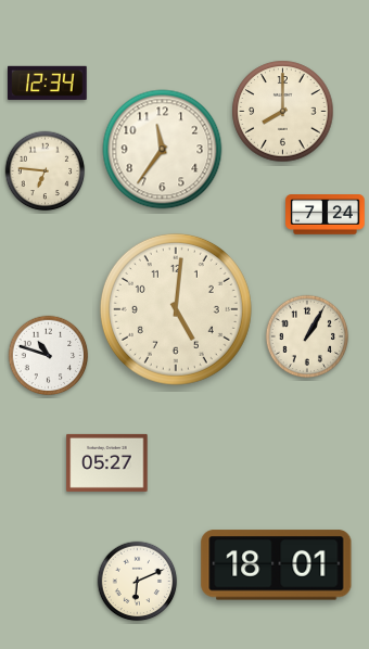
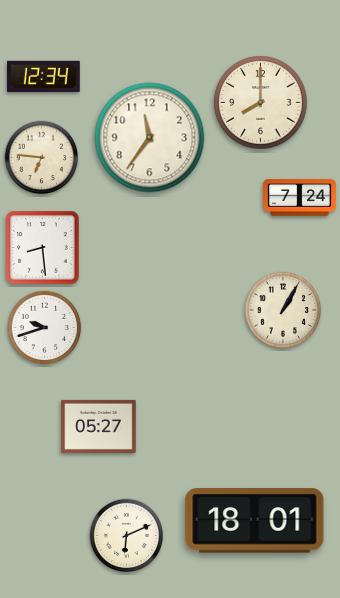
clock at (43, 248): none -> 8:29
clock at (176, 309): 5:01 -> none
clock at (49, 356): 10:48 -> 9:42
